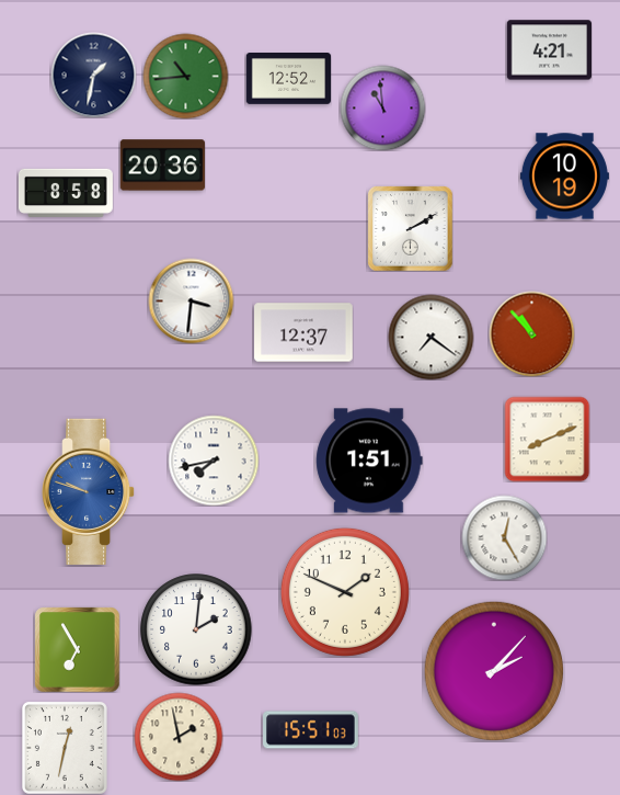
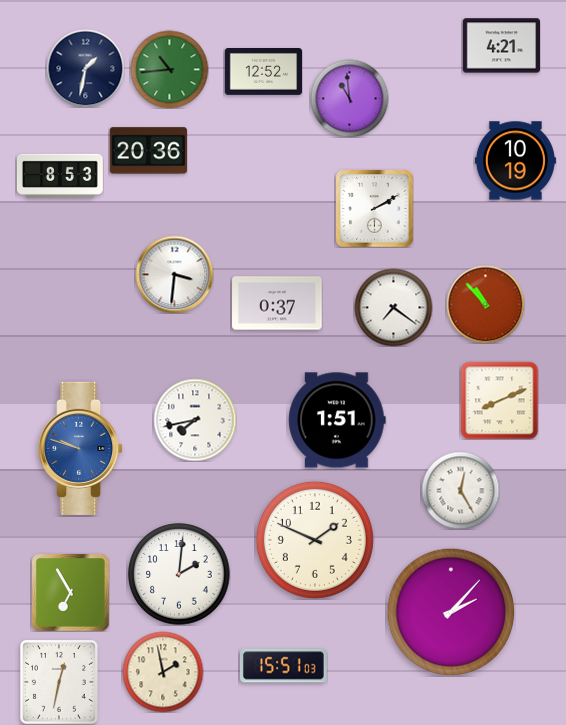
clock at (66, 193): 8:58 -> 8:53
clock at (303, 332): 12:37 -> 0:37
